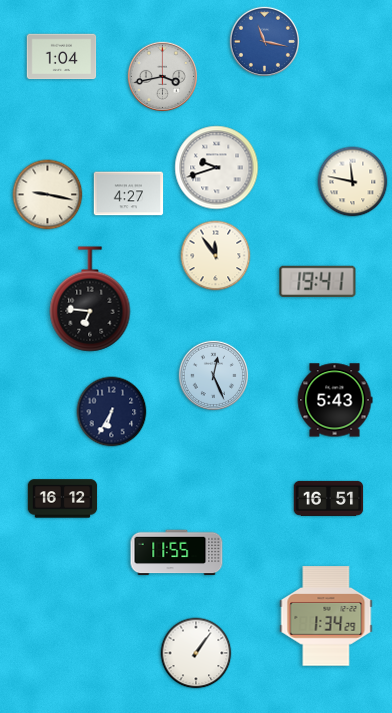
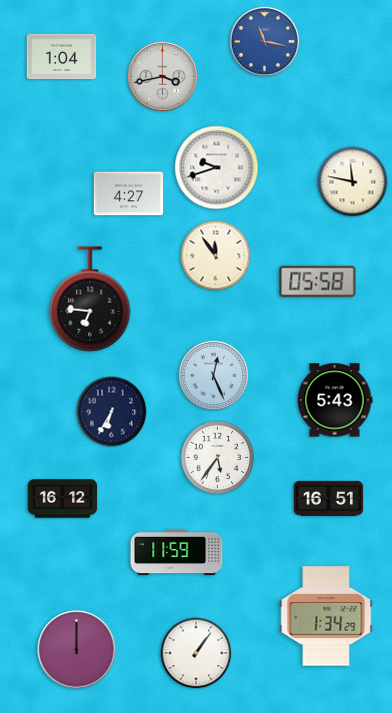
clock at (48, 195): 9:17 -> none
clock at (318, 281): 19:41 -> 05:58
clock at (218, 458): none -> 5:36
clock at (177, 553): 11:55 -> 11:59
clock at (77, 650): none -> 12:00
